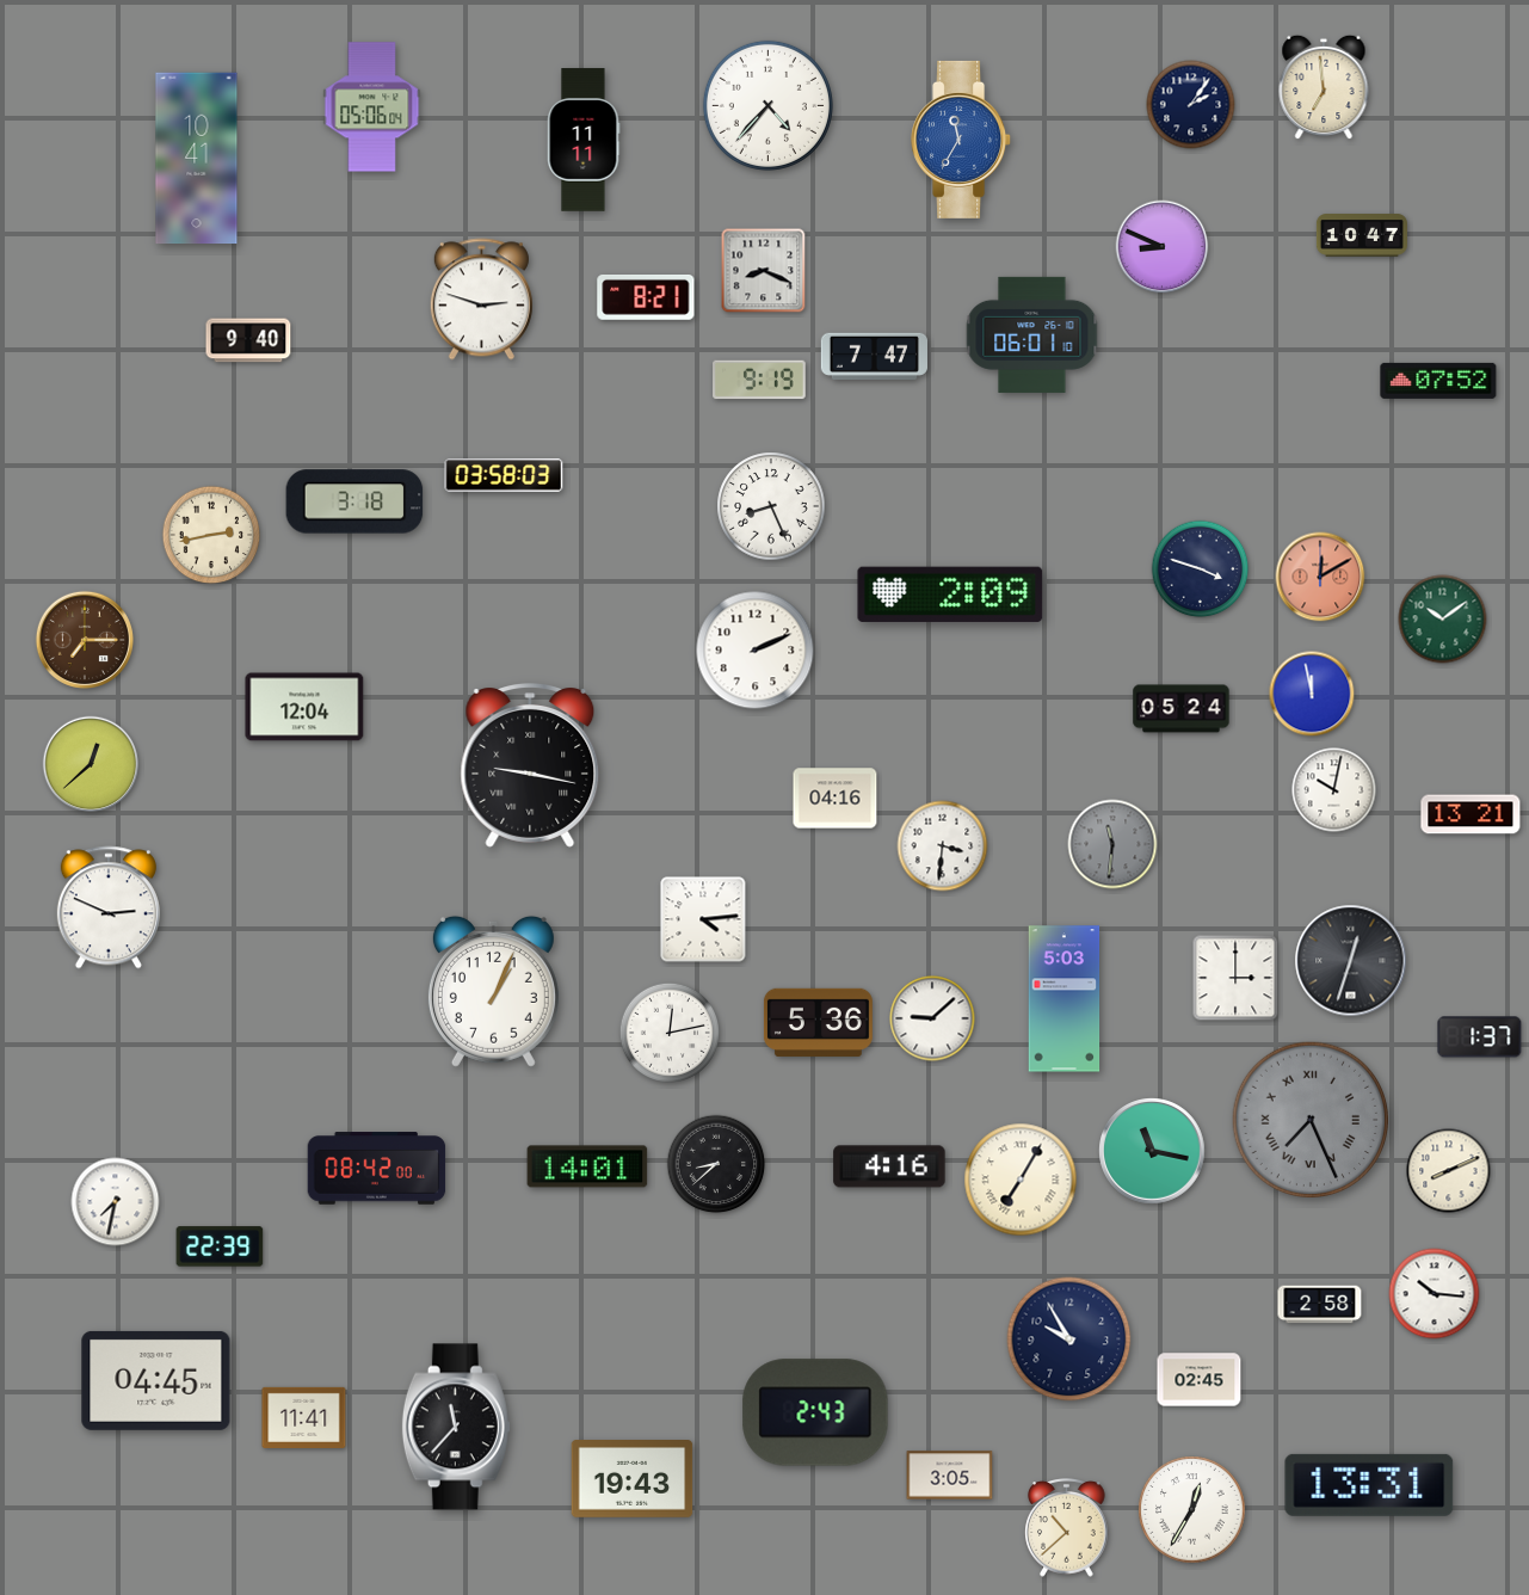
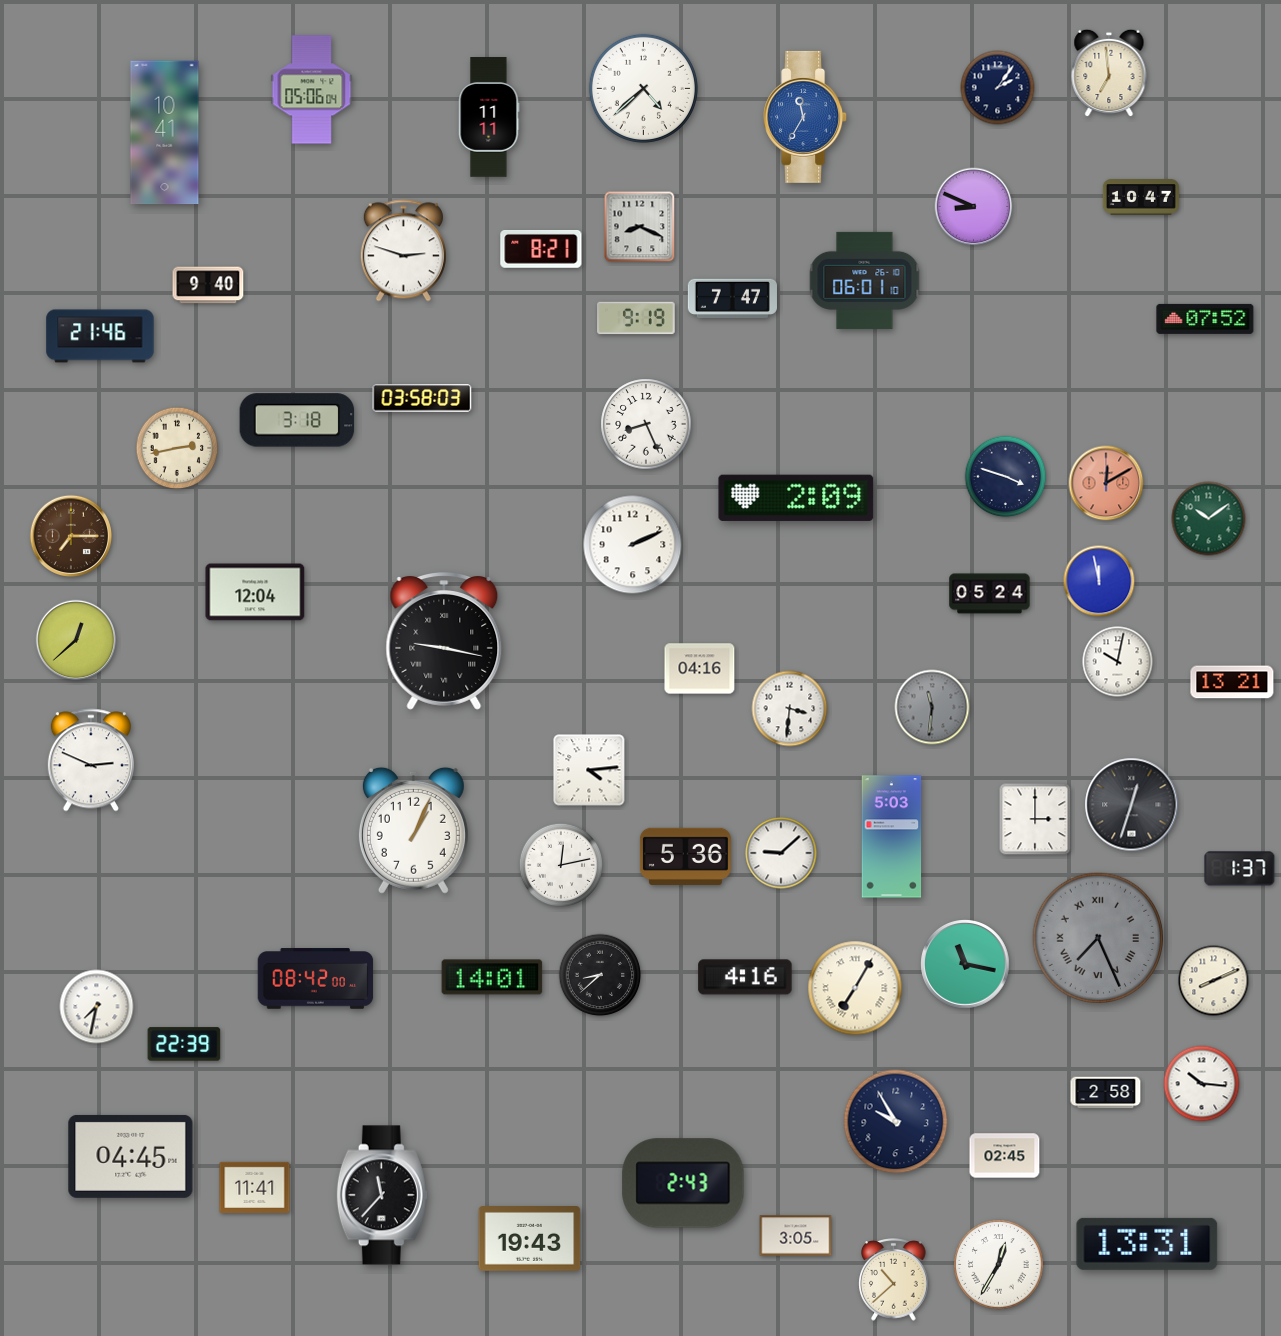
clock at (767, 105): 4:37 -> 4:38
clock at (100, 336): none -> 21:46
